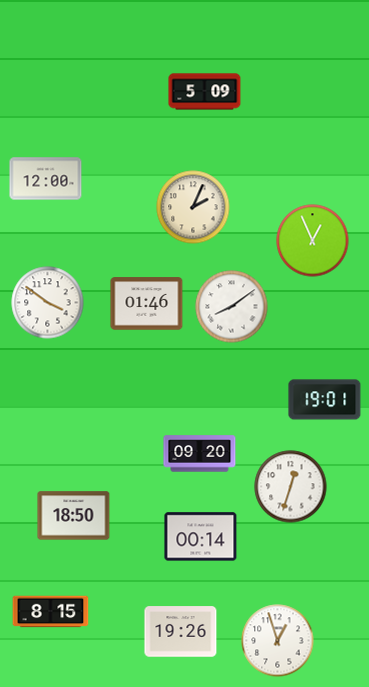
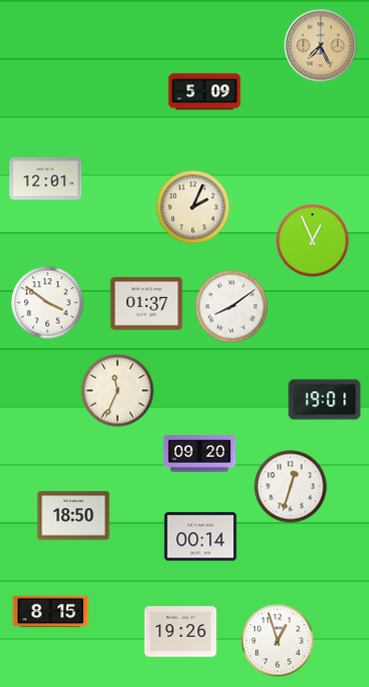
clock at (321, 46): none -> 7:26
clock at (46, 179): 12:00 -> 12:01
clock at (147, 304): 01:46 -> 01:37
clock at (118, 391): none -> 11:34
